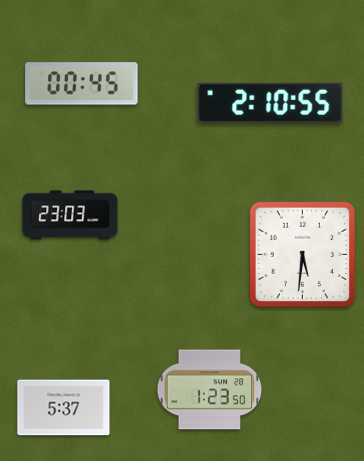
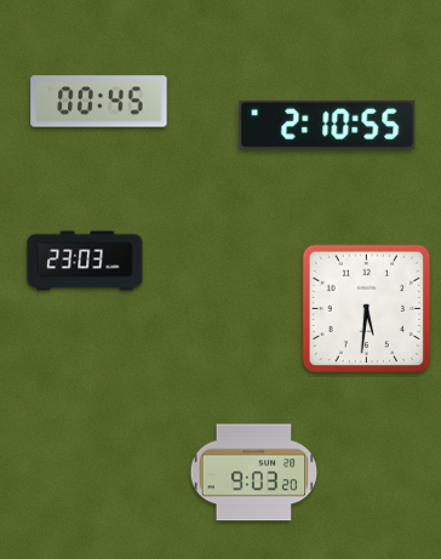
clock at (210, 390): 1:23 -> 9:03
clock at (64, 408): 5:37 -> none
